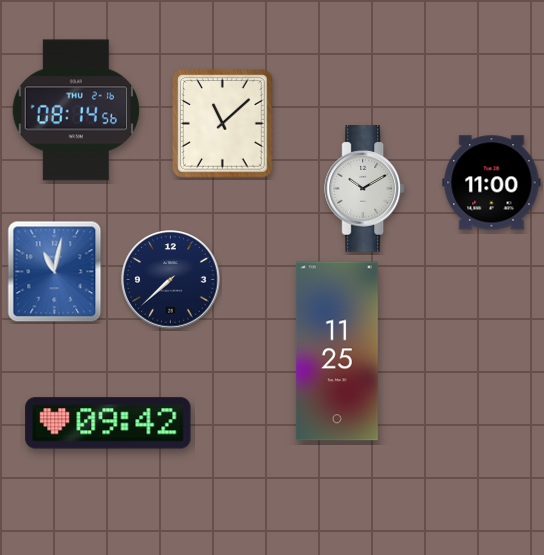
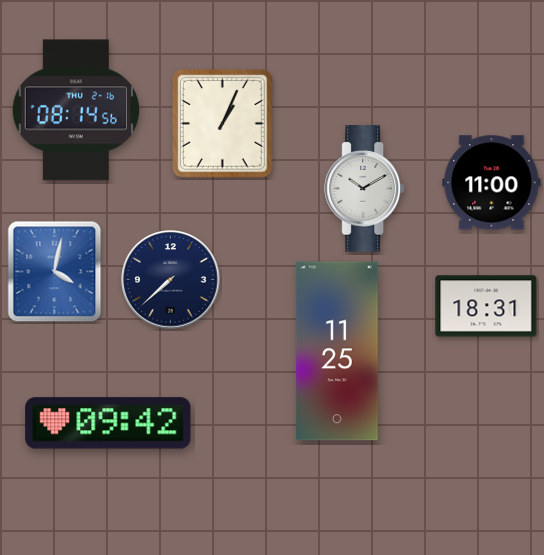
clock at (223, 124): 11:08 -> 1:04
clock at (55, 272): 11:02 -> 4:02
clock at (486, 306): none -> 18:31
